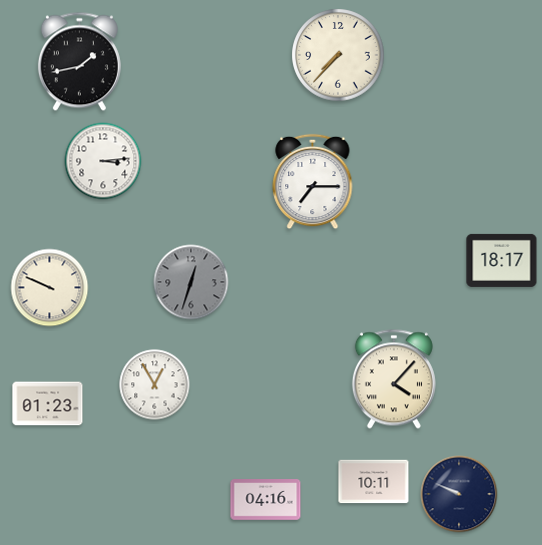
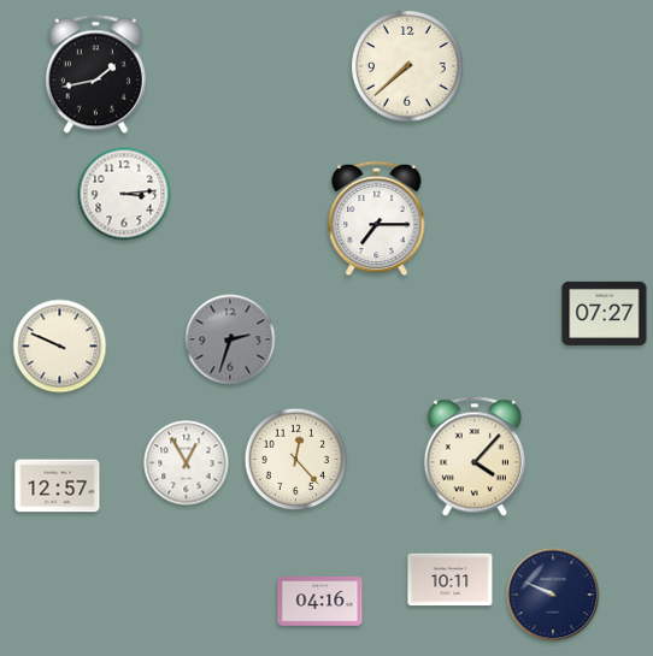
clock at (338, 55): 7:37 -> 7:38
clock at (502, 260): 18:17 -> 07:27
clock at (191, 282): 12:33 -> 2:33
clock at (296, 460): none -> 12:23
clock at (48, 404): 01:23 -> 12:57
